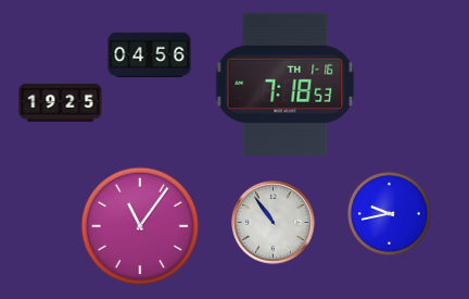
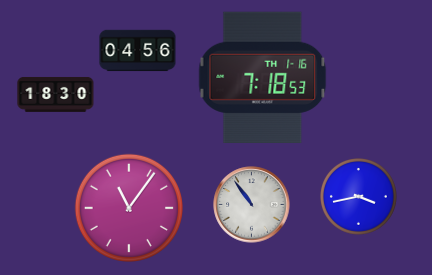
clock at (61, 102): 19:25 -> 18:30
clock at (390, 214): 9:43 -> 3:43
